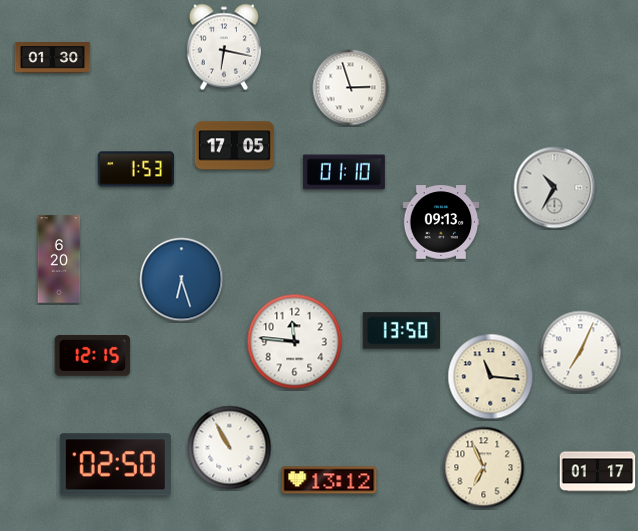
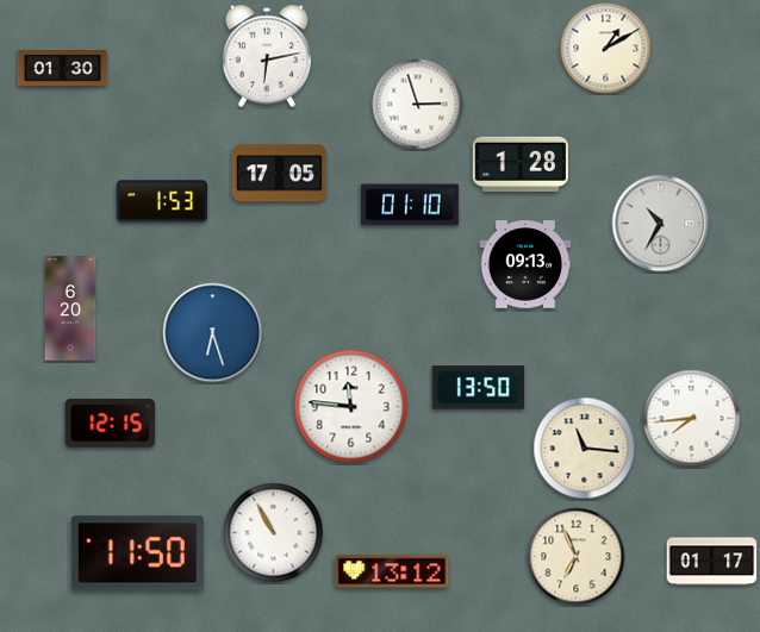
clock at (606, 49): none -> 1:10
clock at (224, 47): 6:17 -> 6:13
clock at (521, 164): none -> 1:28
clock at (182, 280) position: (182, 280) -> (213, 333)
clock at (402, 331) position: (402, 331) -> (479, 388)
clock at (581, 352): 7:04 -> 7:44
clock at (115, 465): 02:50 -> 11:50
